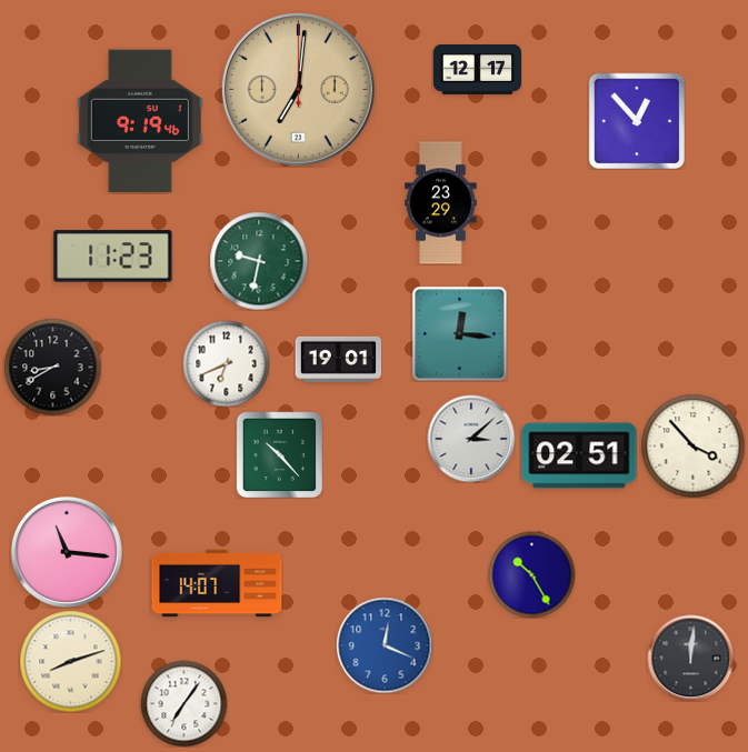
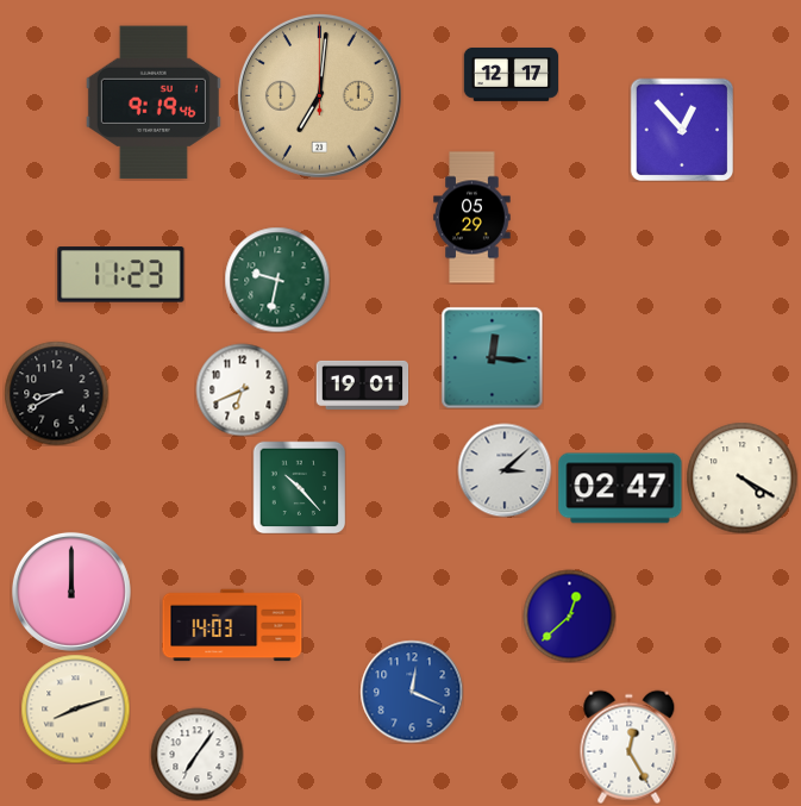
clock at (140, 121) position: (140, 121) -> (154, 102)
clock at (441, 203): 23:29 -> 05:29
clock at (692, 445): 3:53 -> 4:20
clock at (579, 455): 02:51 -> 02:47
clock at (67, 552): 11:16 -> 12:00
clock at (531, 574): 10:25 -> 12:38
clock at (217, 583): 14:07 -> 14:03
clock at (690, 658): 12:01 -> none
clock at (630, 746): none -> 12:25
